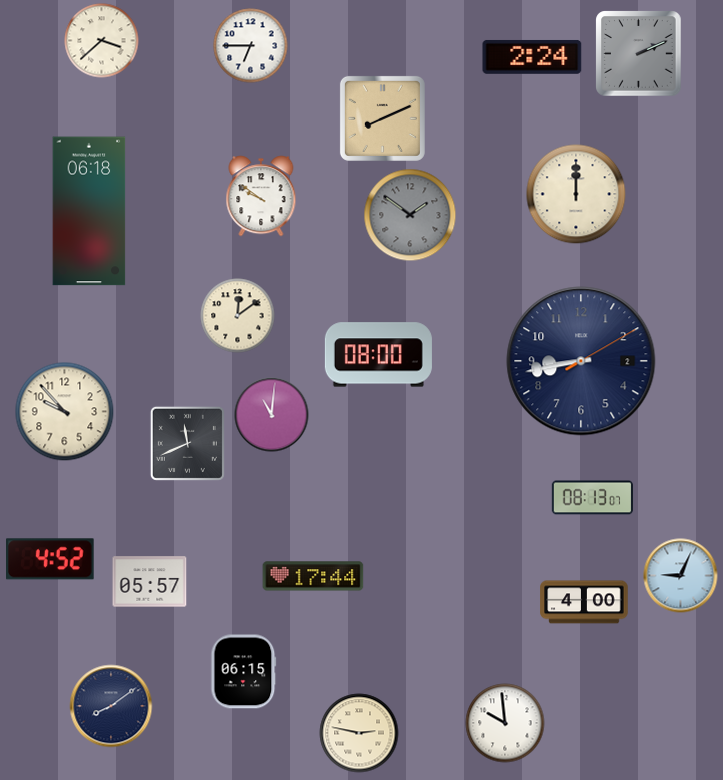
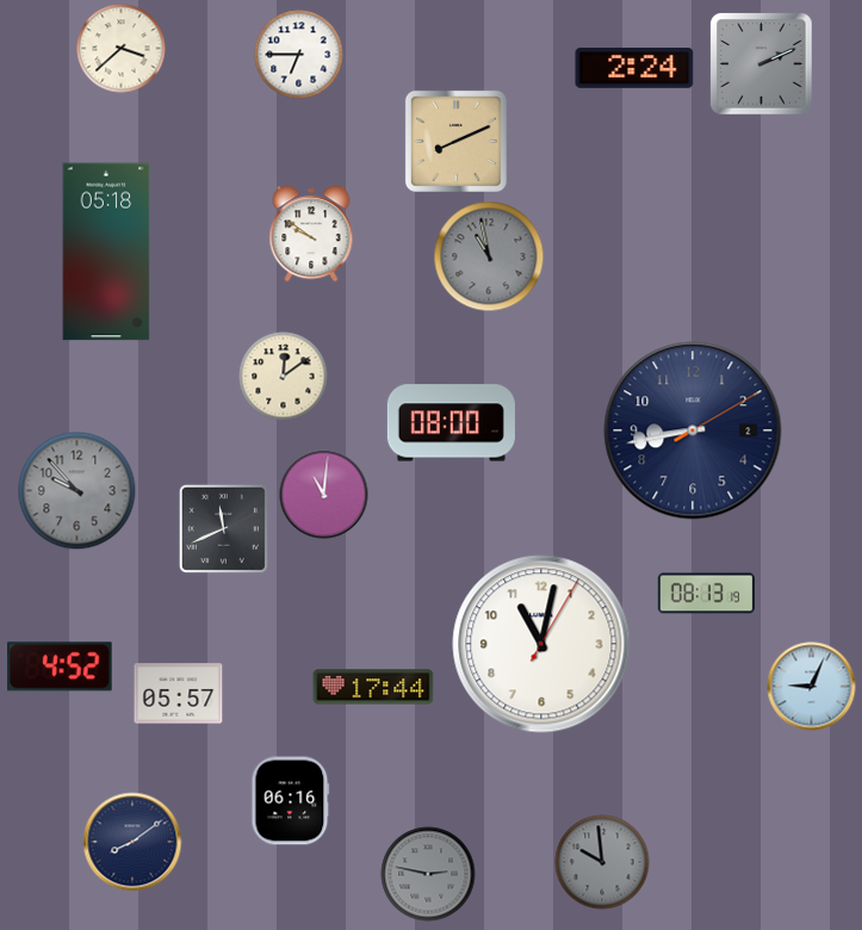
clock at (576, 194): 12:00 -> none
clock at (89, 211): 06:18 -> 05:18
clock at (410, 215): 1:51 -> 10:58
clock at (65, 412) dial: cream -> grey
clock at (593, 498): 08:13:07 -> 08:13:19
clock at (541, 644): none -> 11:02
clock at (584, 602): 4:00 -> none
clock at (244, 672): 06:15 -> 06:16
clock at (505, 723) dial: white -> grey
clock at (359, 733) dial: cream -> grey
